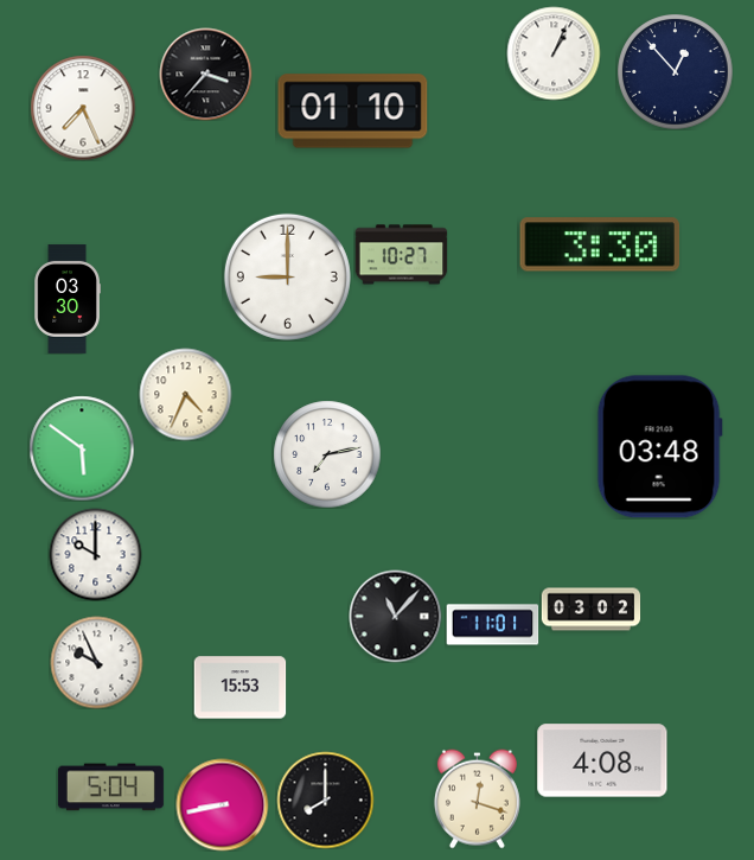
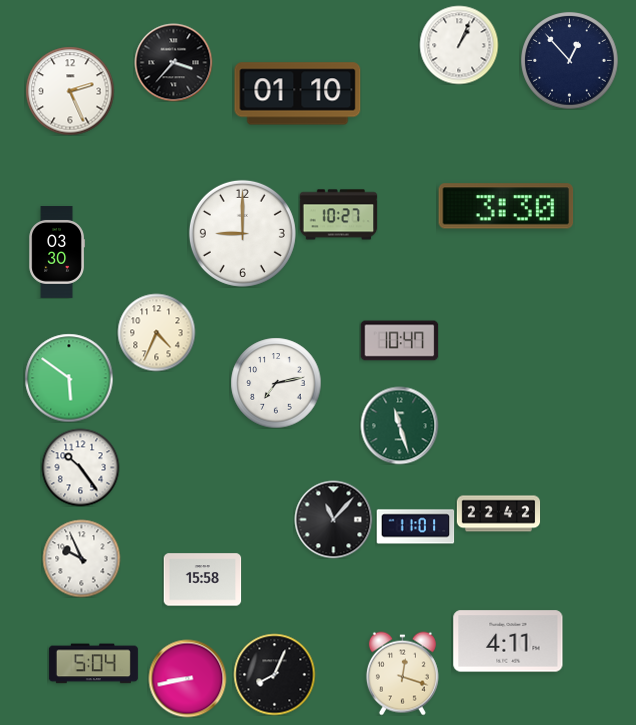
clock at (554, 53) position: (554, 53) -> (459, 45)
clock at (83, 108): 7:26 -> 2:26
clock at (399, 341): none -> 10:47
clock at (659, 447): 03:48 -> none
clock at (399, 425): none -> 11:27
clock at (95, 554): 10:00 -> 10:24
clock at (590, 610): 03:02 -> 22:42
clock at (239, 688): 15:53 -> 15:58
clock at (602, 760): 4:08 -> 4:11
clock at (325, 800): 8:00 -> 8:04
